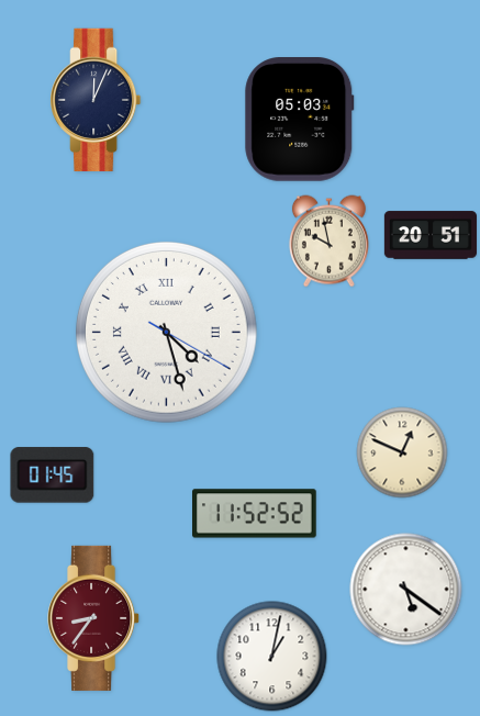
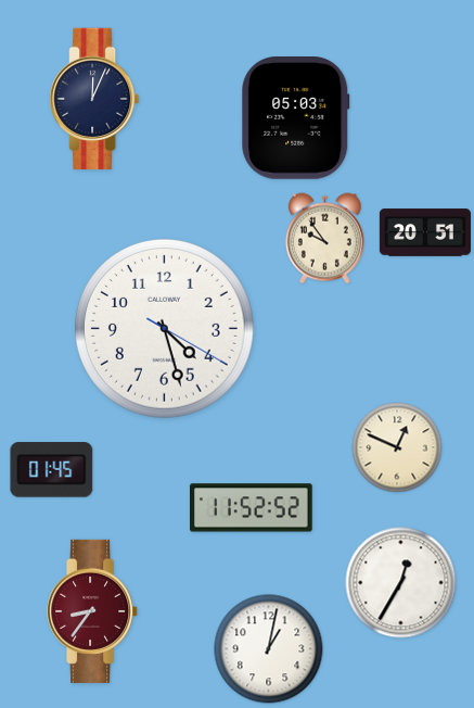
clock at (328, 242): 9:58 -> 9:54
clock at (166, 332) numerals: Roman -> Arabic
clock at (406, 590): 5:21 -> 12:35
